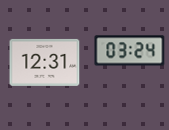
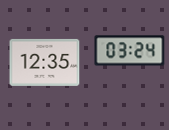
clock at (45, 62): 12:31 -> 12:35
